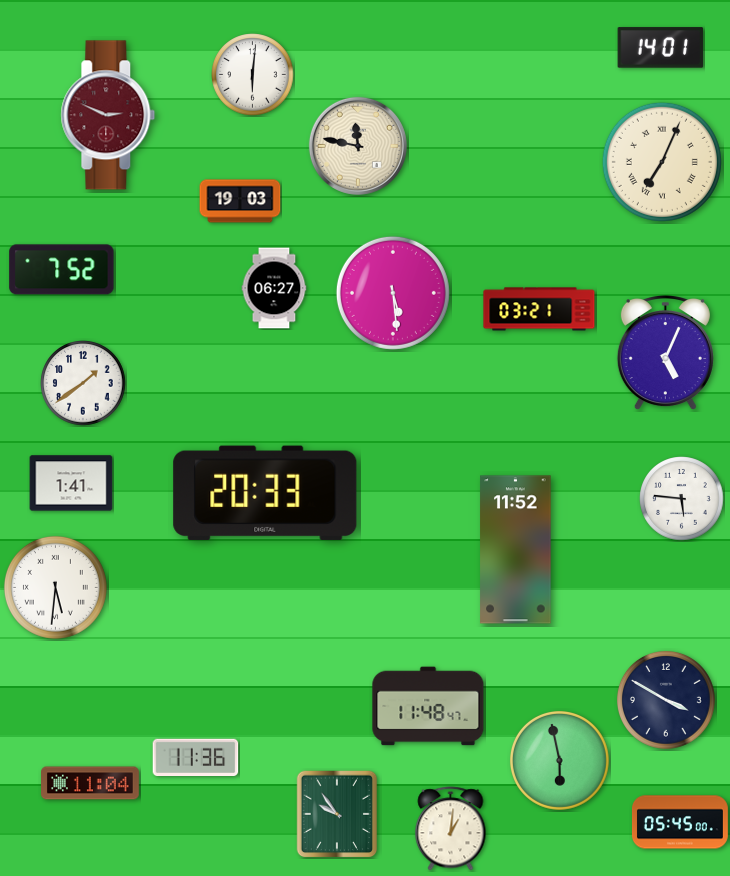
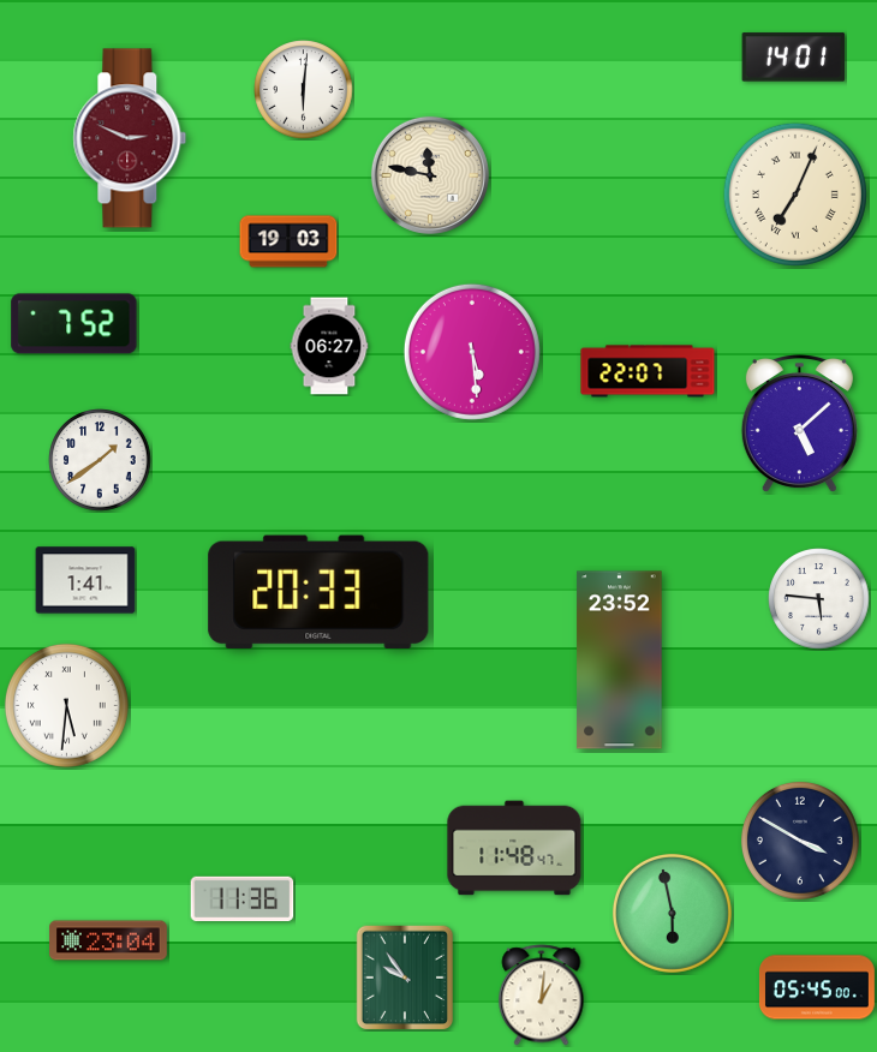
clock at (539, 309): 03:21 -> 22:07
clock at (665, 354): 5:04 -> 5:08
clock at (516, 550): 11:52 -> 23:52
clock at (196, 757) position: (196, 757) -> (243, 898)
clock at (90, 783): 11:04 -> 23:04
